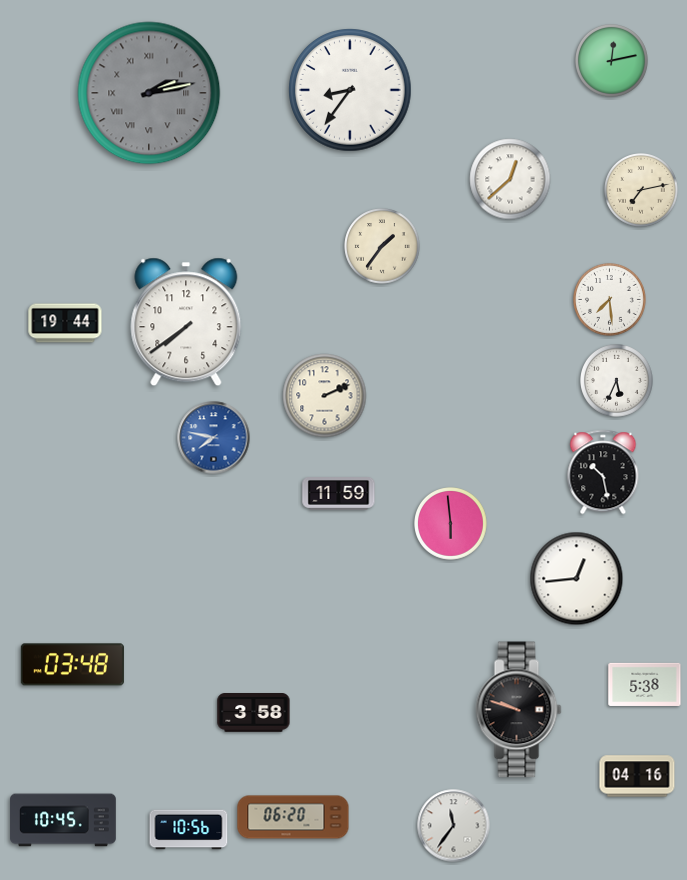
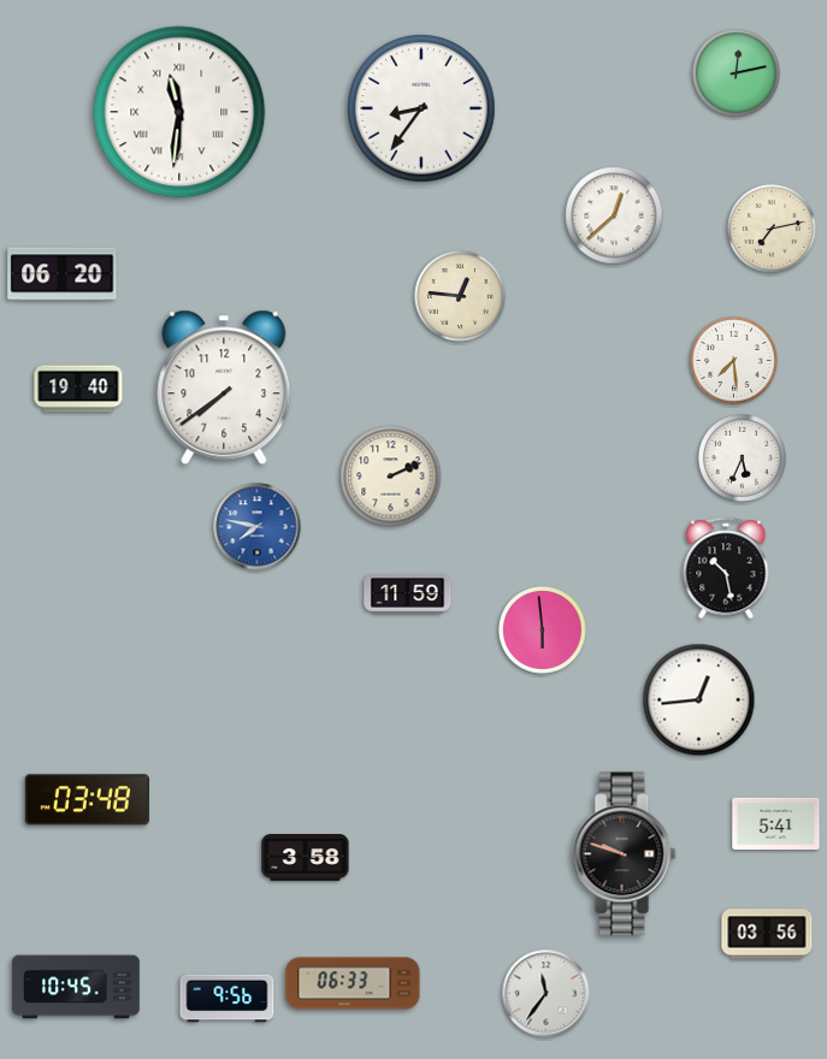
clock at (149, 93): 2:13 -> 11:31
clock at (149, 93) dial: grey -> white
clock at (63, 274): none -> 06:20
clock at (382, 246): 1:36 -> 12:46
clock at (65, 323): 19:44 -> 19:40
clock at (577, 579) position: (577, 579) -> (699, 700)
clock at (645, 684): 5:38 -> 5:41
clock at (637, 776): 04:16 -> 03:56
clock at (293, 817): 06:20 -> 06:33
clock at (189, 830): 10:56 -> 9:56
